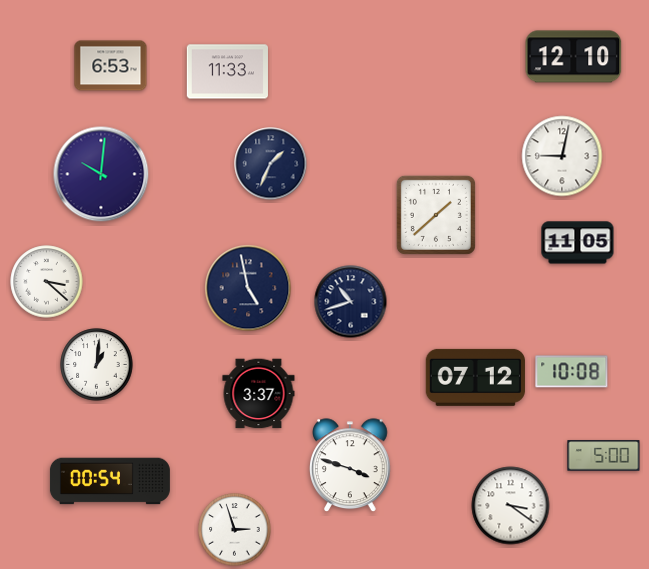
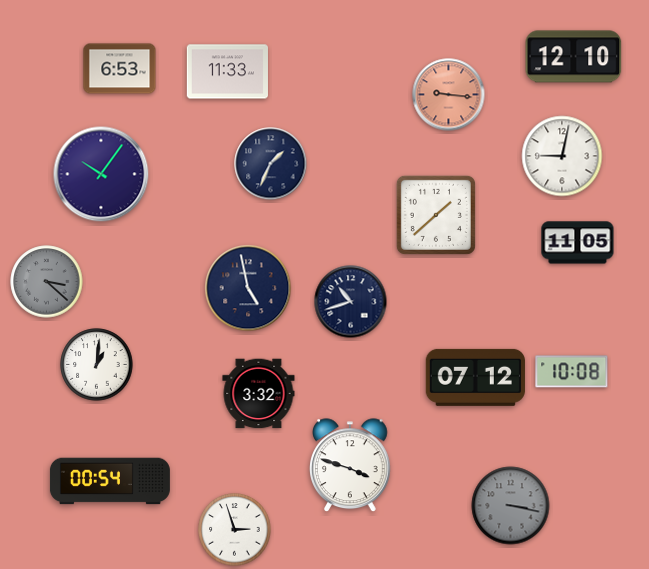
clock at (111, 66) position: (111, 66) -> (120, 69)
clock at (449, 95): none -> 9:16
clock at (101, 174): 10:01 -> 10:06
clock at (47, 282) dial: white -> grey
clock at (259, 394): 3:37 -> 3:32
clock at (604, 456): 5:00 -> none
clock at (511, 506): 3:21 -> 3:17
clock at (511, 506) dial: white -> grey
